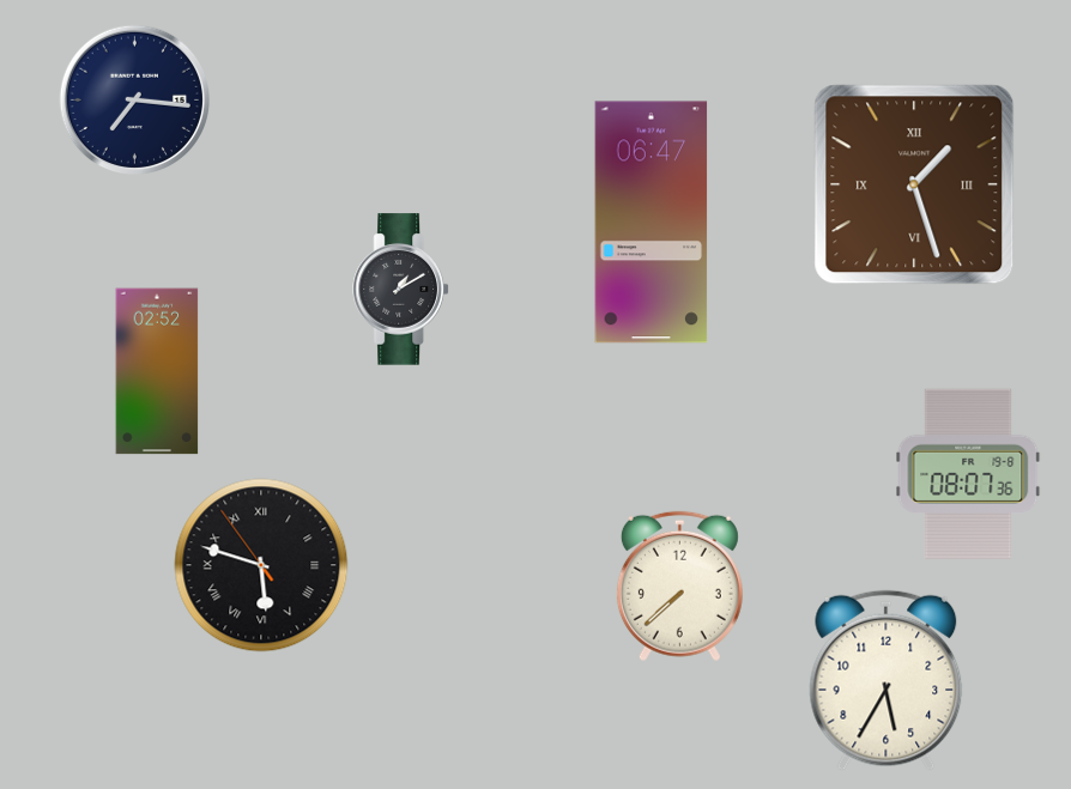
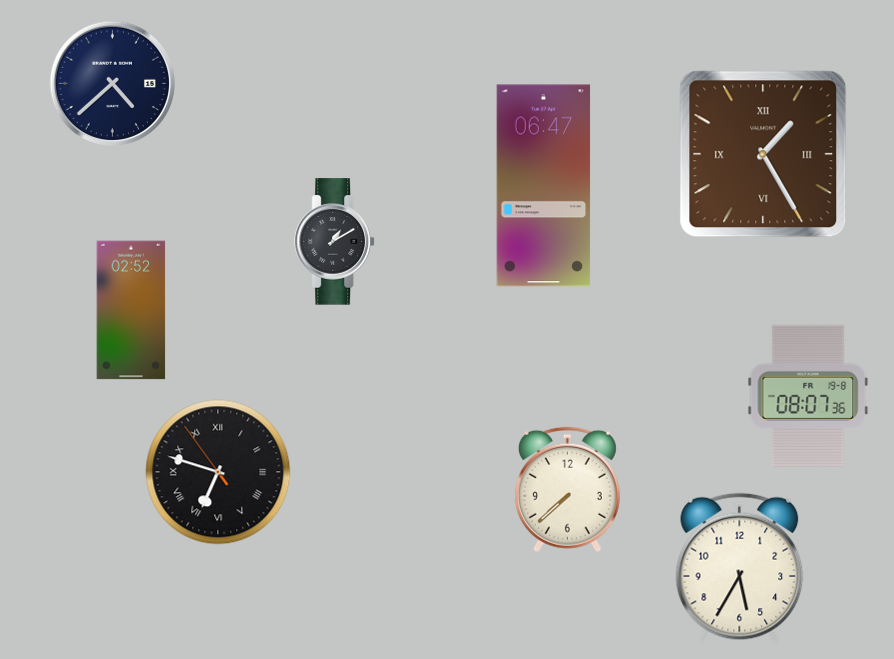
clock at (134, 99): 7:16 -> 4:38
clock at (914, 184): 1:27 -> 1:25
clock at (261, 565): 5:47 -> 6:47
